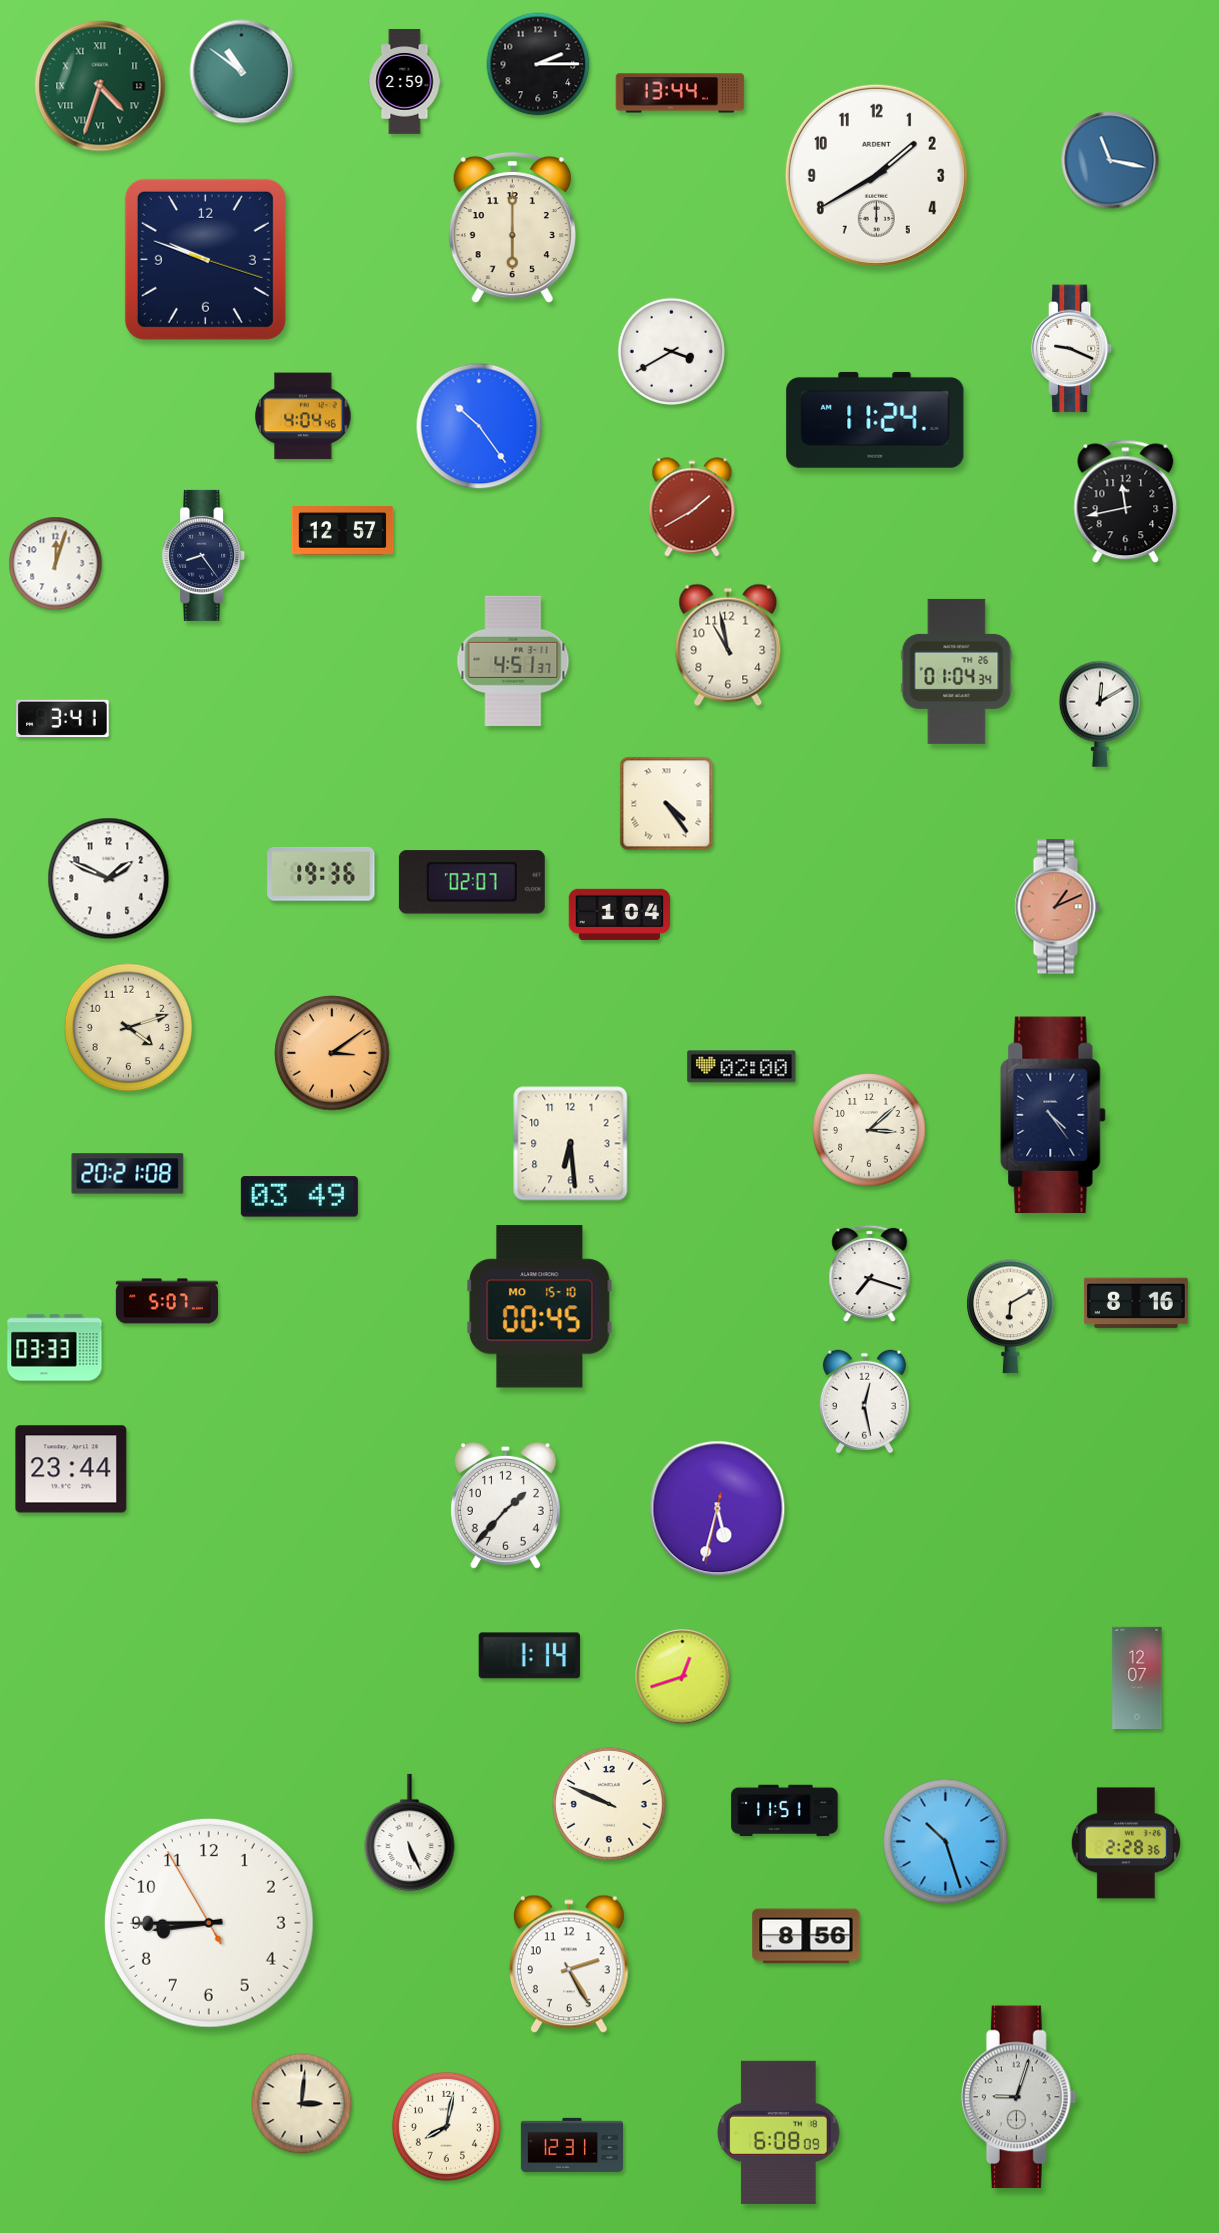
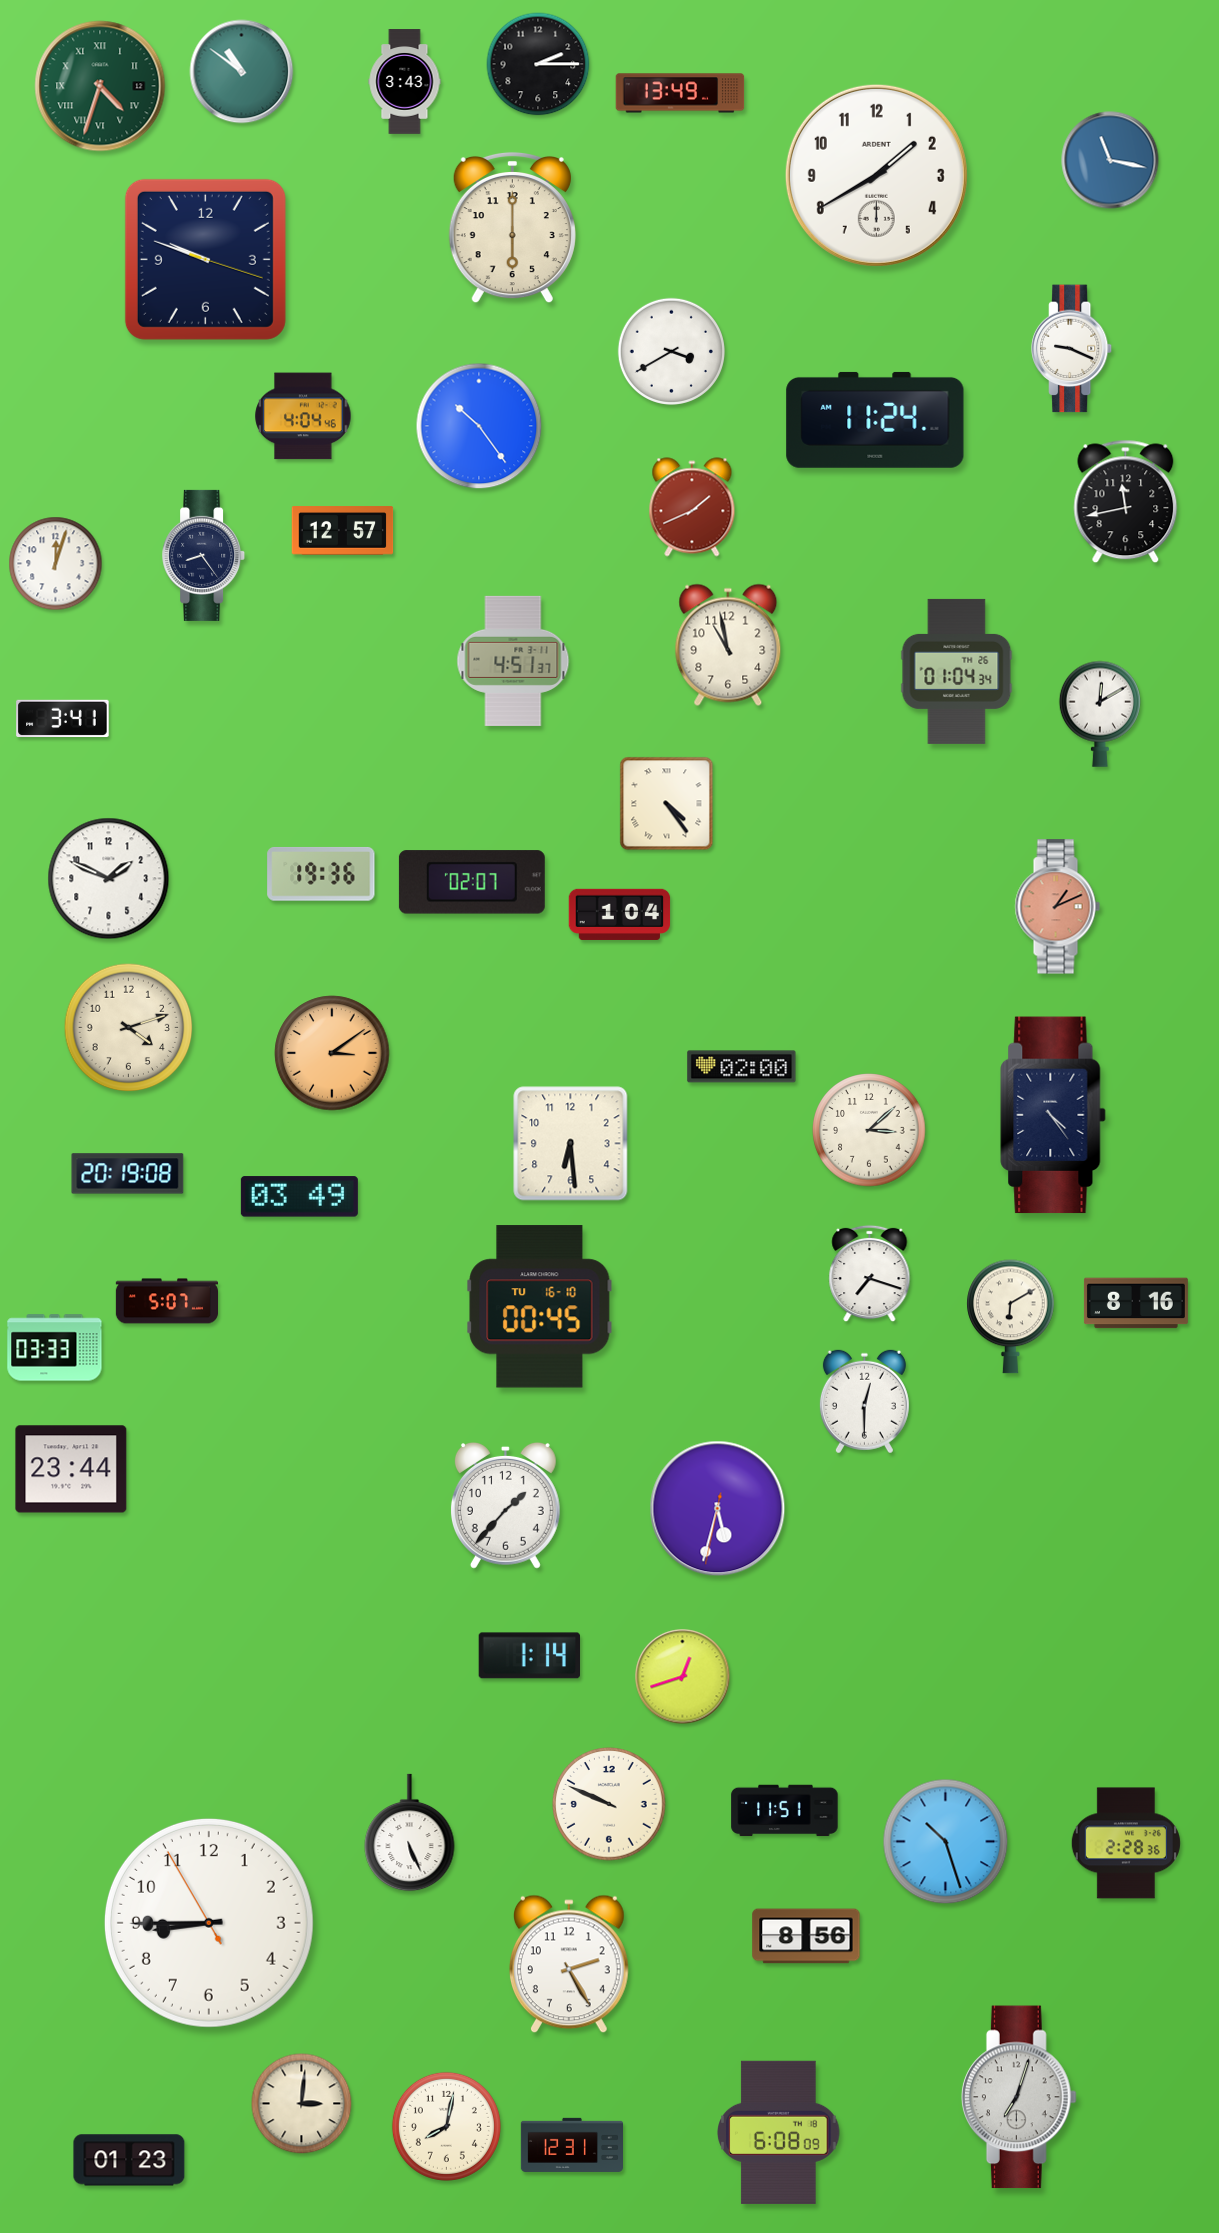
clock at (405, 82): 2:59 -> 3:43
clock at (680, 93): 13:44 -> 13:49
clock at (692, 507): 1:40 -> 1:41
clock at (128, 1174): 20:21 -> 20:19
clock at (540, 1307) date: MO 15-10 -> TU 16-10
clock at (864, 1402): 12:28 -> 12:30
clock at (1137, 1677): 12:07 -> none
clock at (1019, 2097): 9:03 -> 7:03
clock at (129, 2160): none -> 01:23
